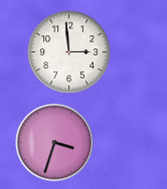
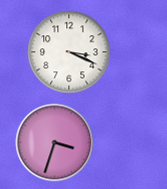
clock at (69, 52): 2:59 -> 3:19
